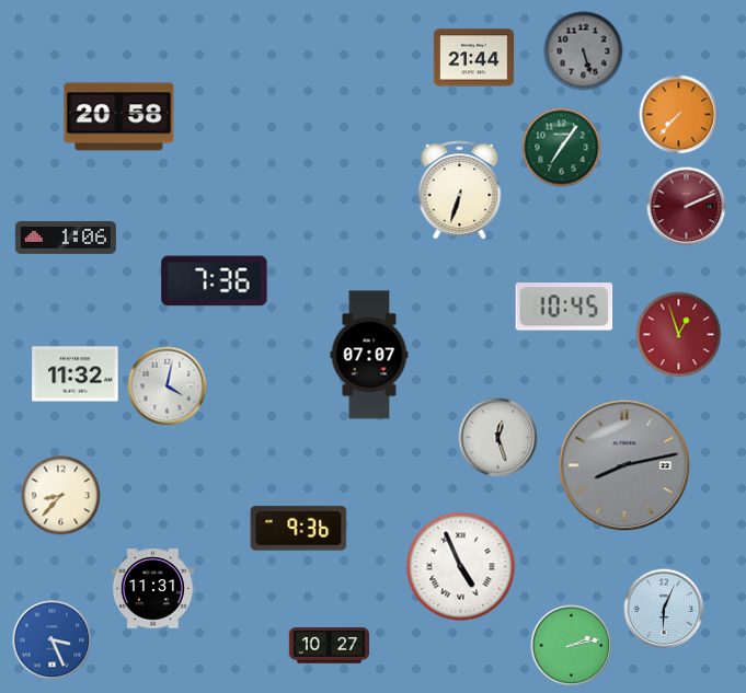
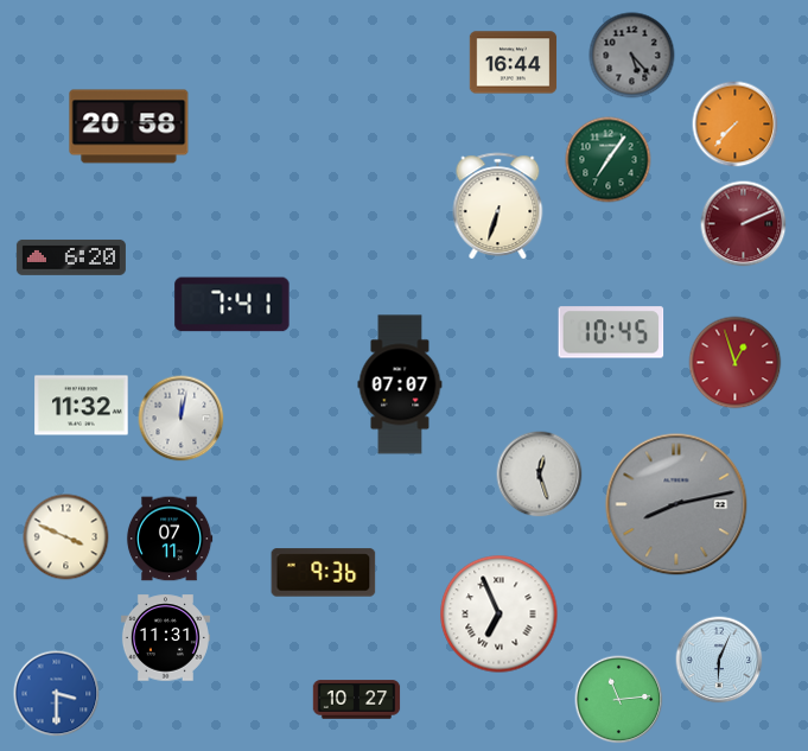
clock at (584, 51): 5:27 -> 5:23
clock at (474, 58): 21:44 -> 16:44
clock at (66, 238): 1:06 -> 6:20
clock at (215, 281): 7:36 -> 7:41
clock at (168, 386): 4:02 -> 12:02
clock at (61, 496): 8:37 -> 3:49
clock at (170, 539): none -> 07:11
clock at (461, 567): 4:56 -> 6:56
clock at (53, 640): 3:26 -> 3:30
clock at (572, 646): 2:13 -> 11:14
